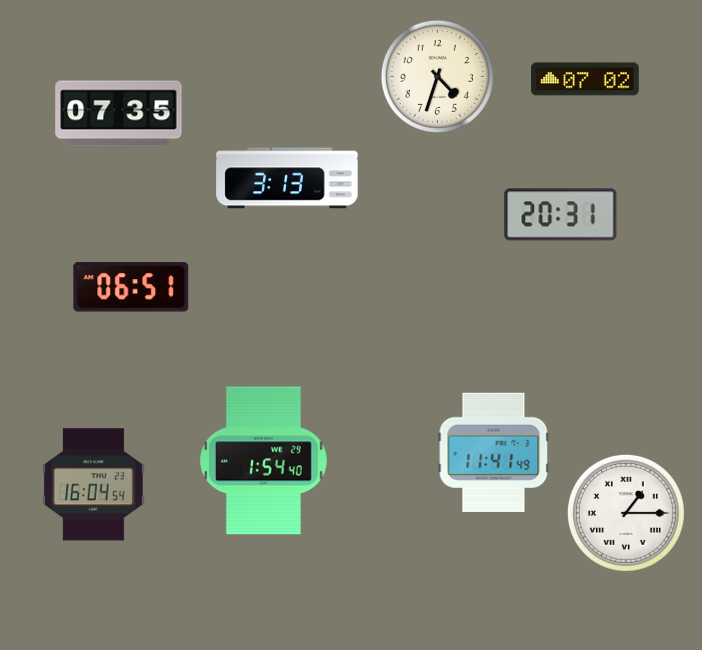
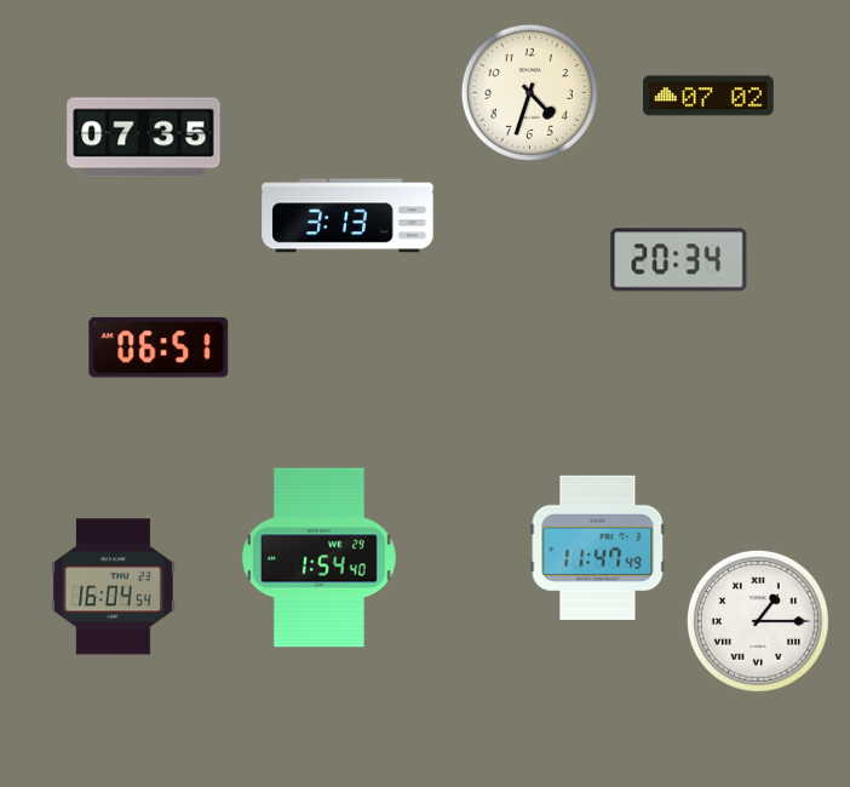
clock at (561, 215): 20:31 -> 20:34
clock at (494, 452): 11:41 -> 11:47
